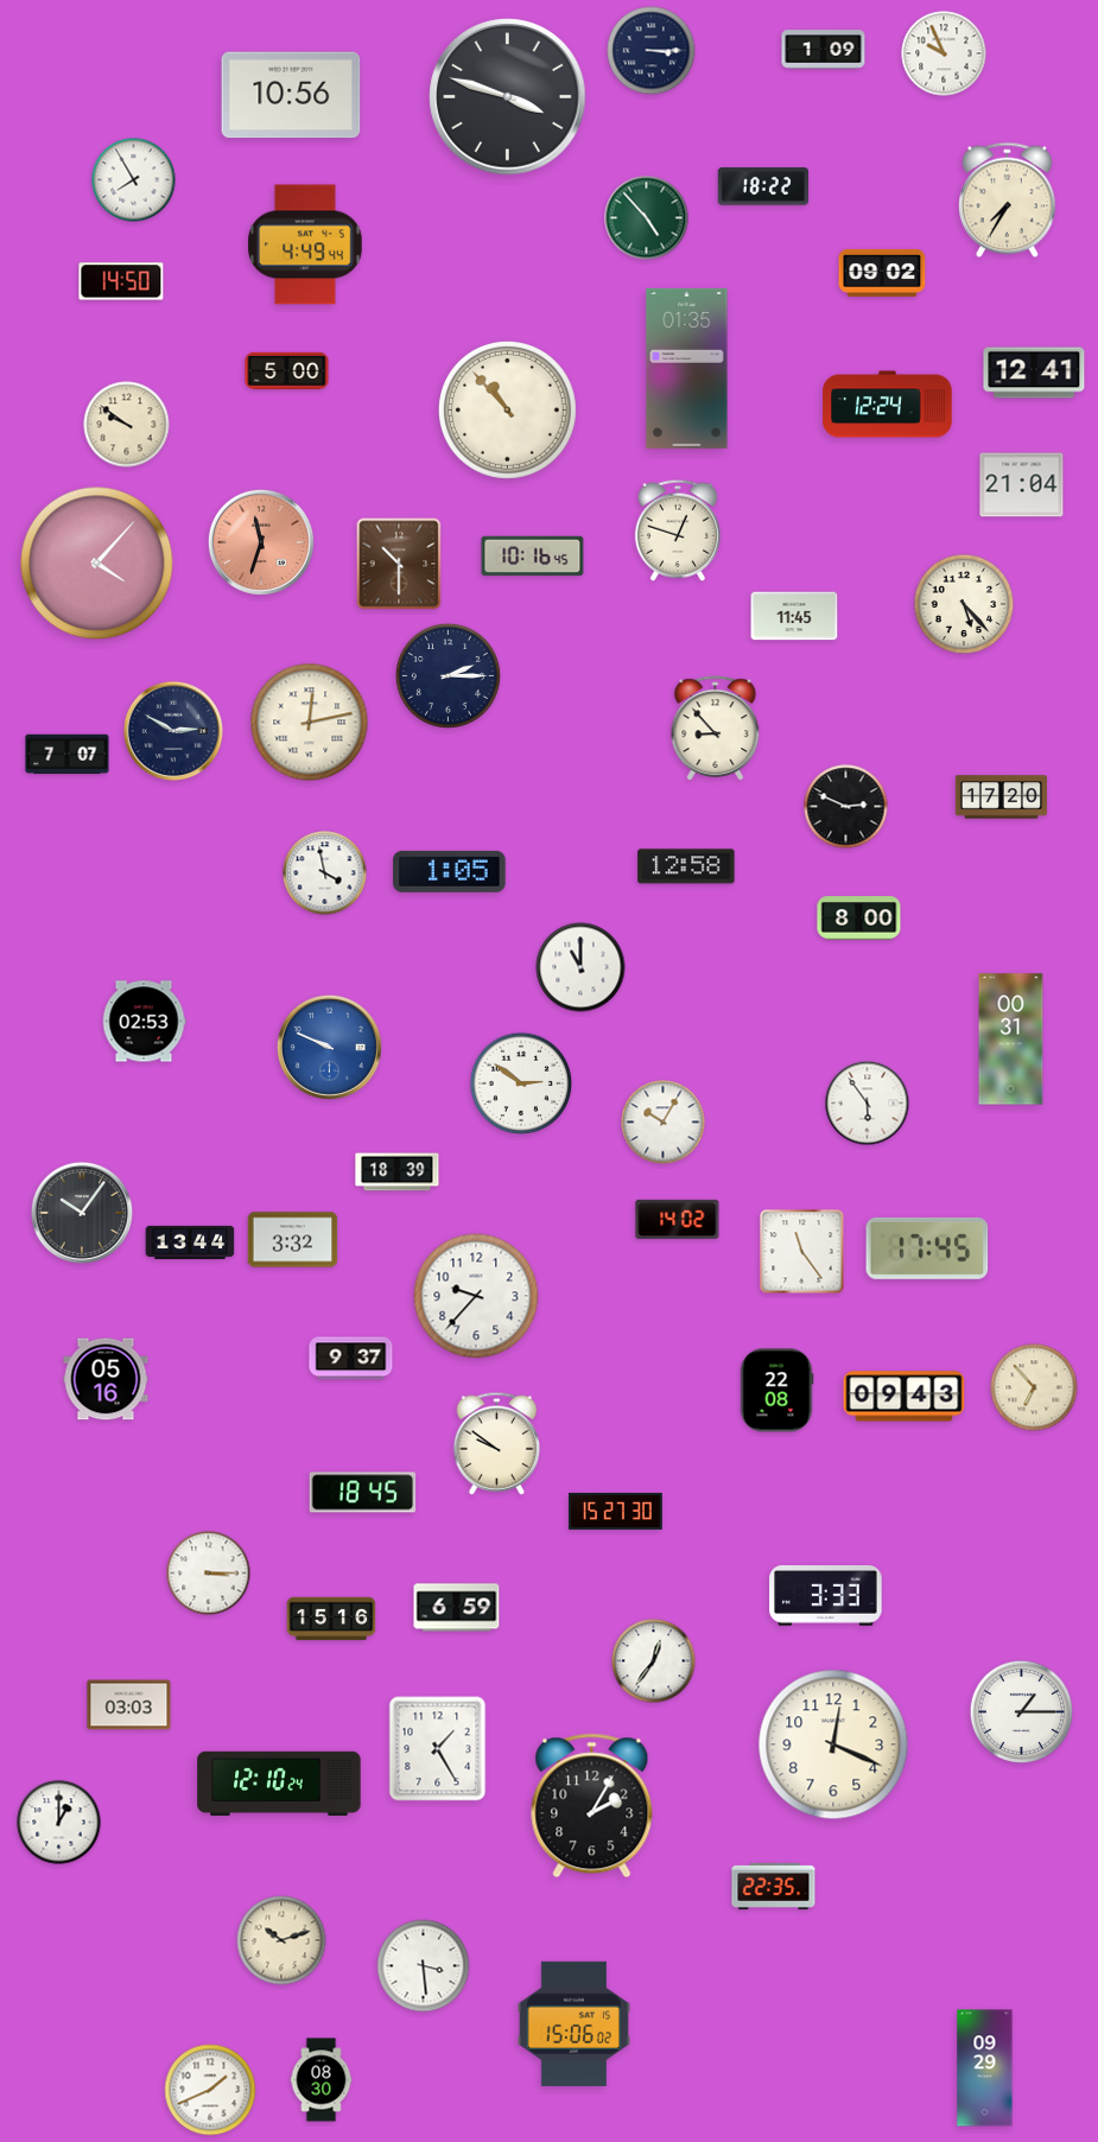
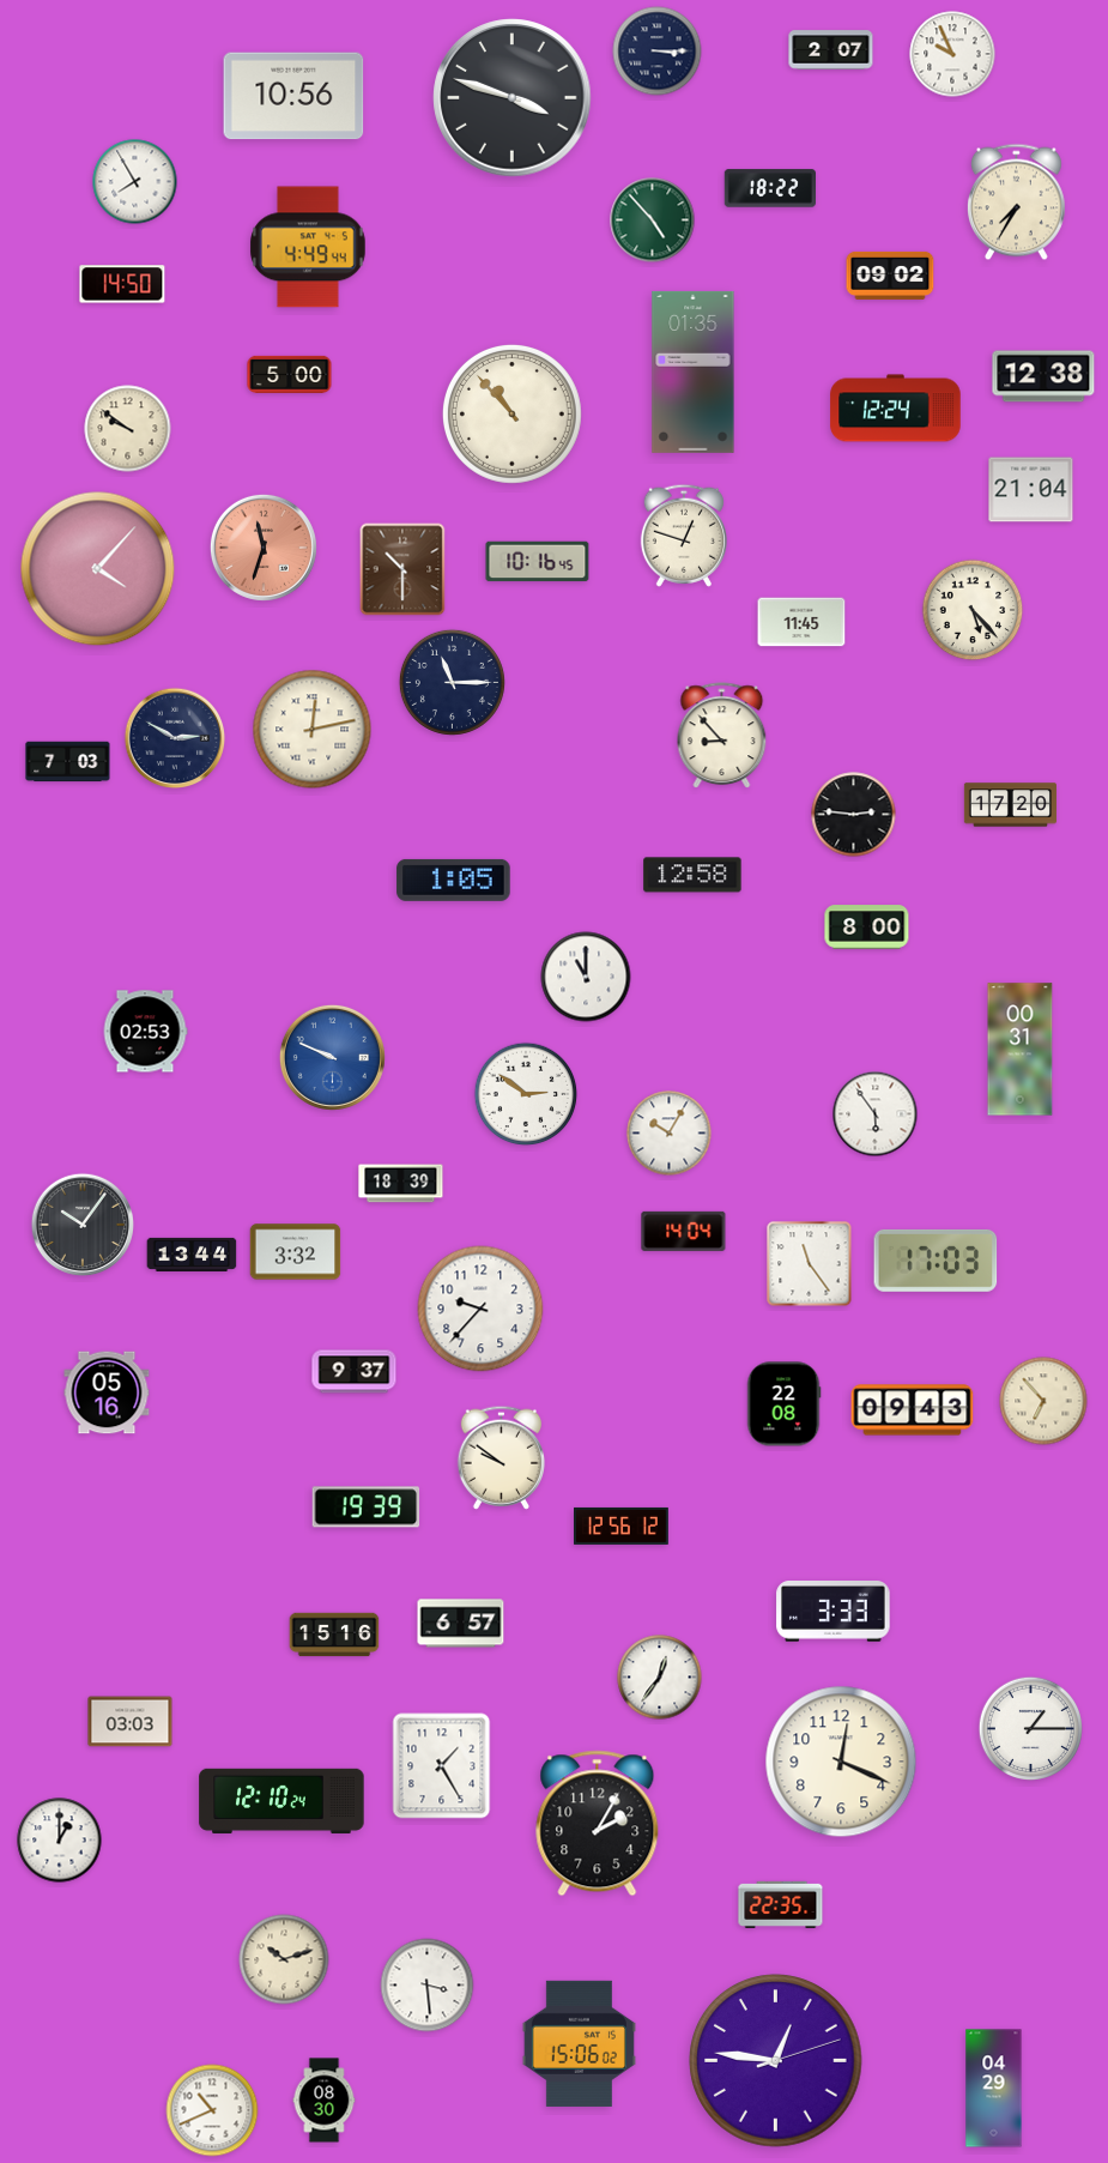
clock at (824, 50): 1:09 -> 2:07
clock at (1034, 373): 12:41 -> 12:38
clock at (448, 675): 2:15 -> 11:15
clock at (68, 755): 7:07 -> 7:03
clock at (846, 807): 2:49 -> 2:46
clock at (325, 873): 3:58 -> none
clock at (678, 1219): 14:02 -> 14:04
clock at (927, 1248): 17:45 -> 17:03
clock at (363, 1493): 18:45 -> 19:39
clock at (616, 1511): 15:27 -> 12:56
clock at (209, 1574): 3:15 -> none
clock at (457, 1608): 6:59 -> 6:57
clock at (776, 2061): none -> 12:46
clock at (985, 2068): 09:29 -> 04:29
clock at (210, 2090): 1:41 -> 10:41
